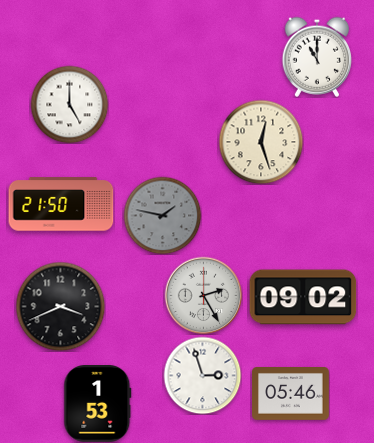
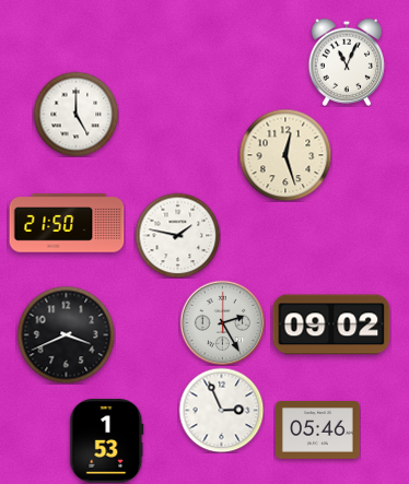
clock at (316, 57): 11:00 -> 11:04
clock at (162, 215) dial: grey -> white
clock at (202, 375): 2:57 -> 2:56
